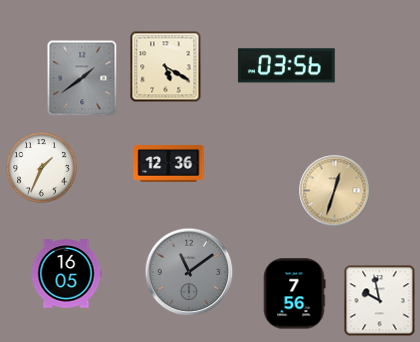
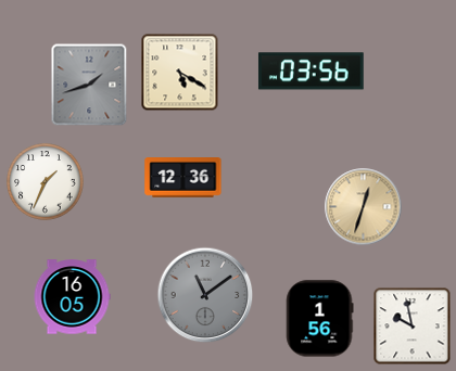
clock at (82, 78): 1:39 -> 1:42
clock at (294, 294): 7:56 -> 1:56
